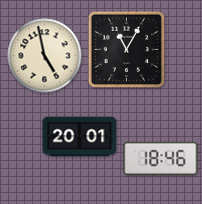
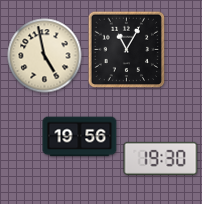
clock at (80, 137): 20:01 -> 19:56
clock at (161, 158): 18:46 -> 19:30
